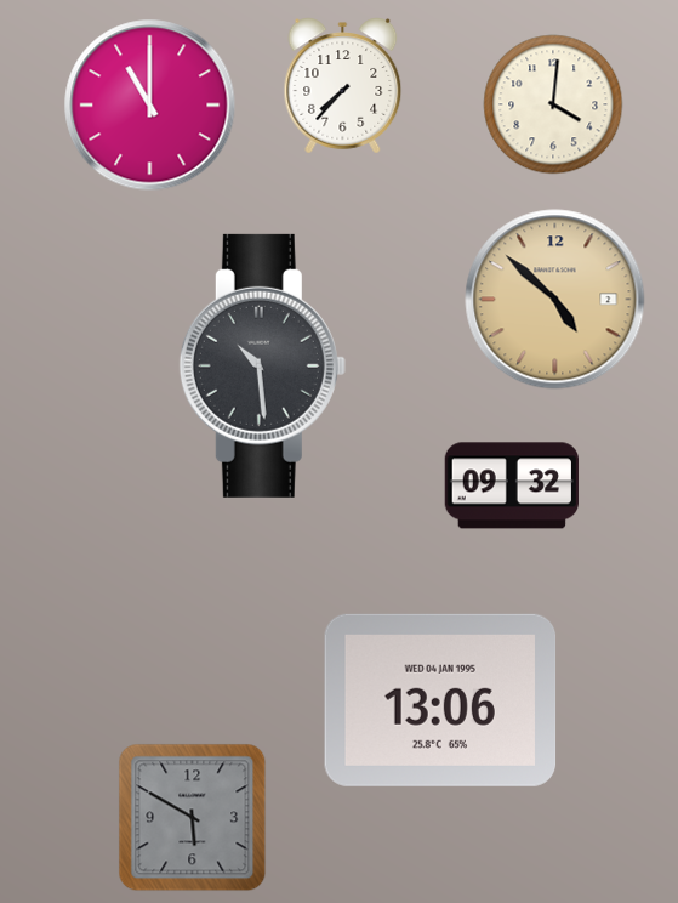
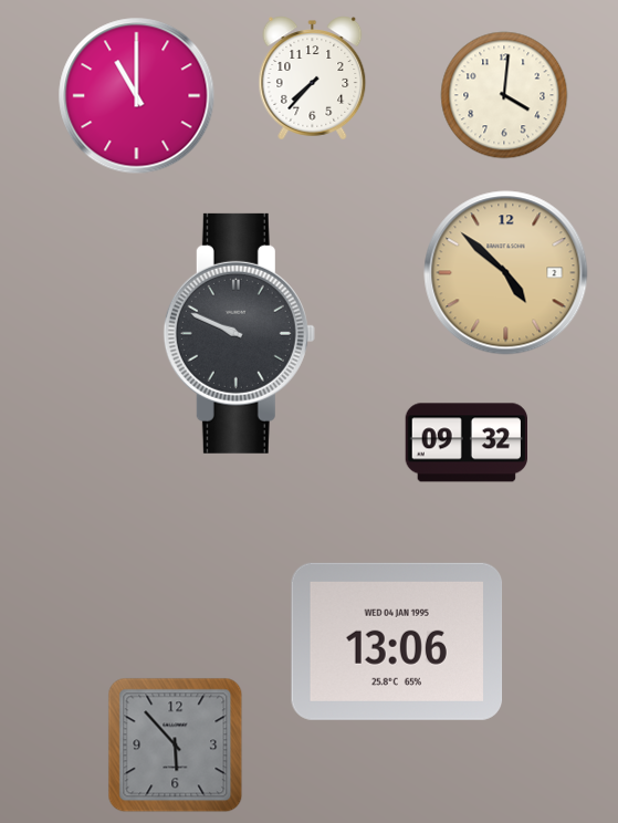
clock at (262, 365): 10:29 -> 9:49
clock at (440, 700) position: (440, 700) -> (397, 642)
clock at (193, 818): 5:50 -> 5:53
